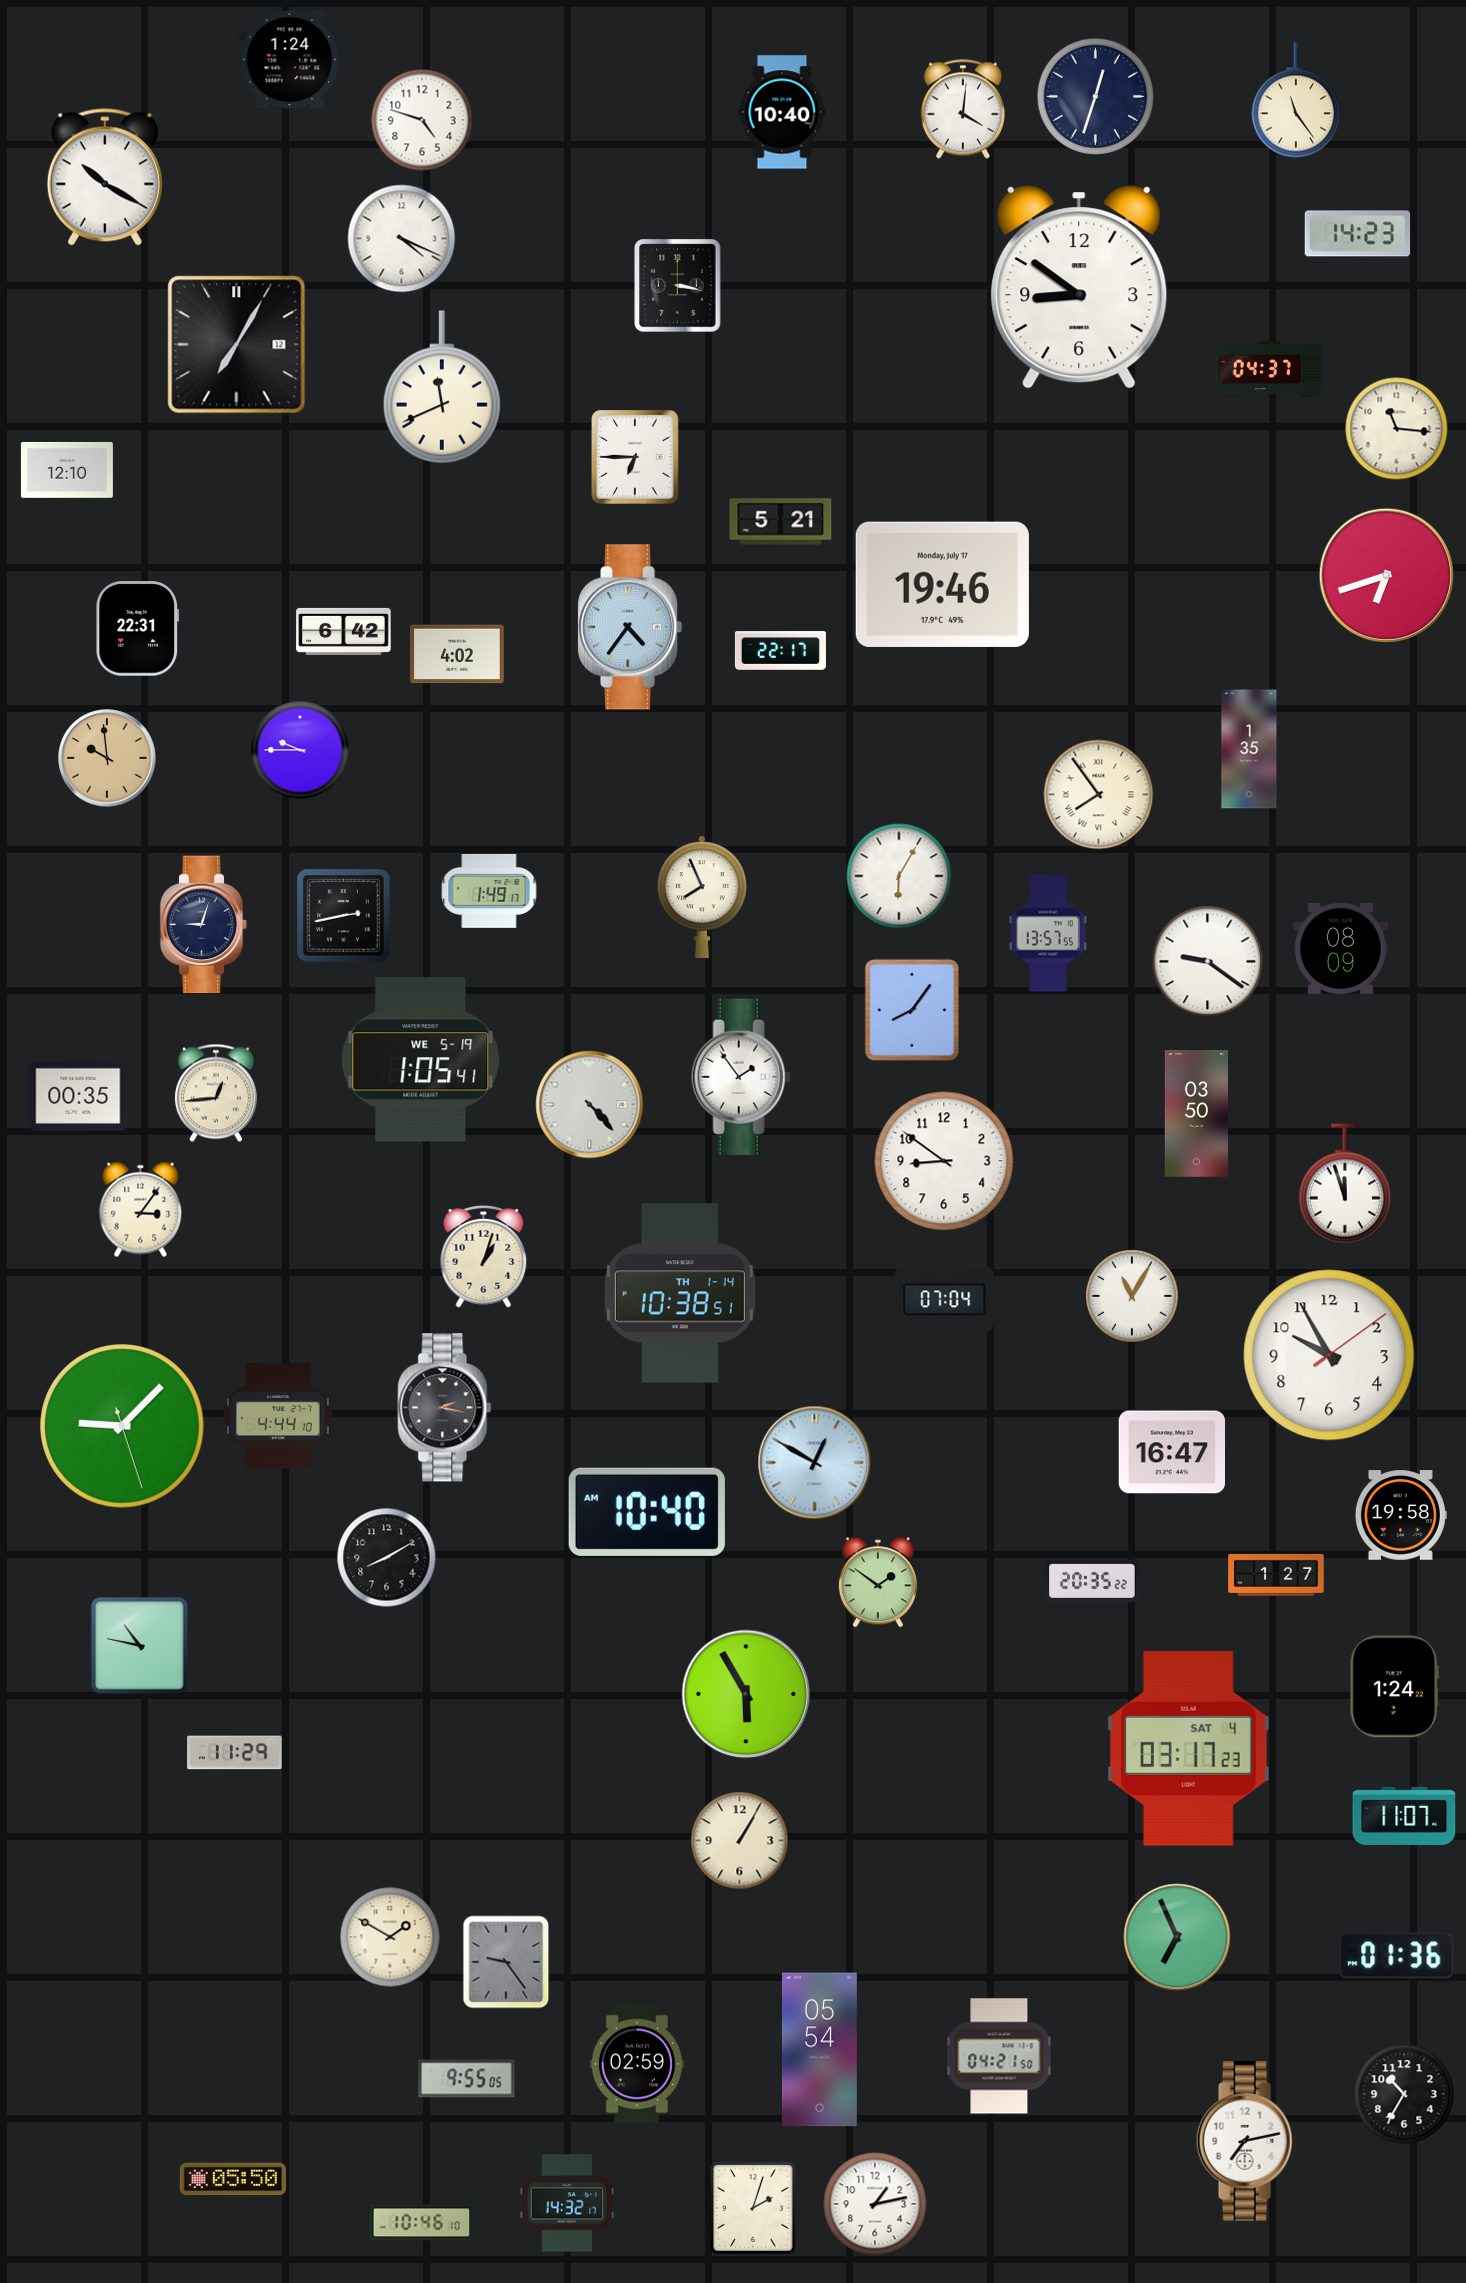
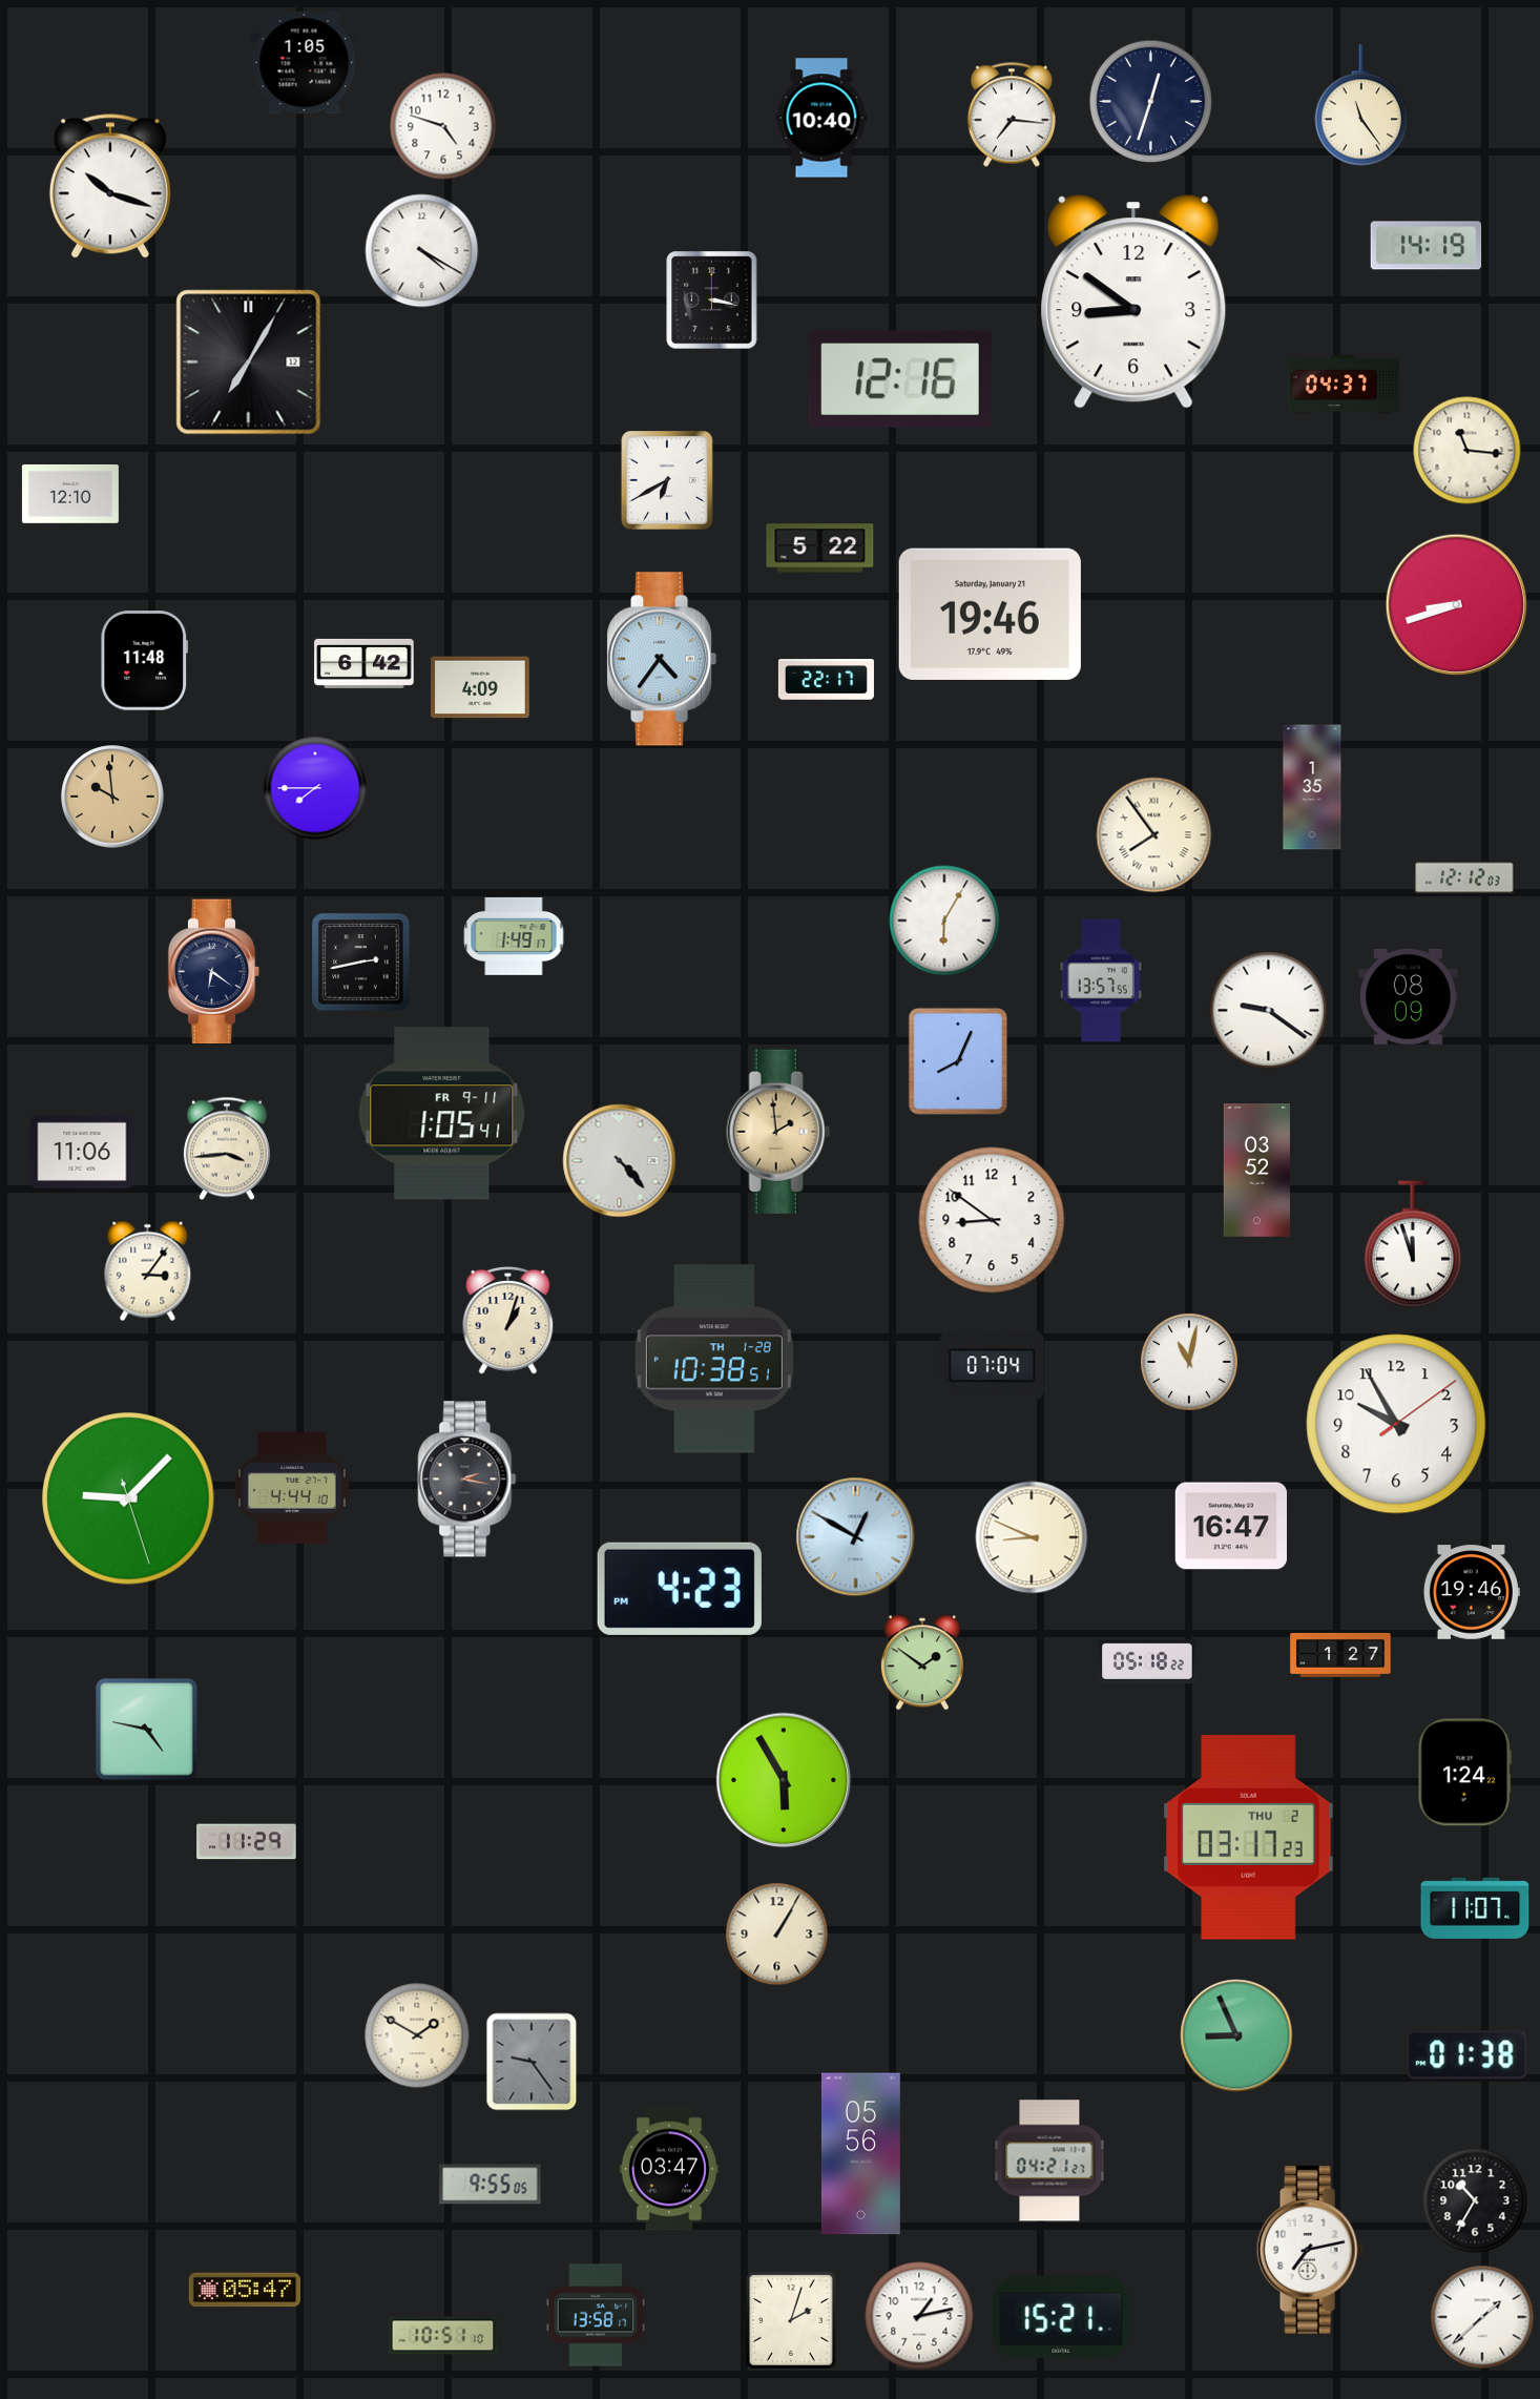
clock at (290, 60): 1:24 -> 1:05
clock at (963, 109): 4:01 -> 7:16
clock at (105, 177): 10:20 -> 10:18
clock at (1358, 234): 14:23 -> 14:19
clock at (402, 239): 4:19 -> 4:20
clock at (900, 379): none -> 12:16
clock at (1269, 369) position: (1269, 369) -> (1344, 385)
clock at (442, 387): 11:41 -> none
clock at (635, 457): 6:45 -> 6:40
clock at (781, 522): 5:21 -> 5:22
clock at (1386, 575): 6:42 -> 8:42
clock at (942, 584) date: Monday, July 17 -> Saturday, January 21
clock at (138, 629): 22:31 -> 11:48
clock at (344, 631) position: (344, 631) -> (365, 663)
clock at (780, 651) position: (780, 651) -> (826, 680)
clock at (457, 654): 4:02 -> 4:09
clock at (300, 750): 9:45 -> 7:45
clock at (1464, 877): none -> 12:12
clock at (702, 897): 7:56 -> none
clock at (204, 925): 9:03 -> 6:21
clock at (912, 1010): 8:06 -> 8:04
clock at (421, 1060) date: WE 5-19 -> FR 9-11
clock at (741, 1077): 1:54 -> 1:59
clock at (741, 1077) dial: white -> champagne
clock at (216, 1093): 12:44 -> 3:44
clock at (78, 1095): 00:35 -> 11:06
clock at (1196, 1114): 03:50 -> 03:52
clock at (680, 1293) date: TH 1-14 -> TH 1-28
clock at (1132, 1296): 11:05 -> 11:02
clock at (1032, 1537): none -> 8:49
clock at (647, 1512): 10:40 -> 4:23
clock at (1401, 1515): 19:58 -> 19:46
clock at (387, 1558): 8:10 -> none
clock at (1092, 1581): 20:35 -> 05:18
clock at (140, 1646): 10:47 -> 4:47
clock at (1189, 1749) date: SAT 4 -> THU 2
clock at (390, 1937) position: (390, 1937) -> (417, 2035)
clock at (1177, 1937): 6:56 -> 8:56
clock at (1397, 1956): 01:36 -> 01:38
clock at (819, 2050): 05:54 -> 05:56
clock at (999, 2056): 04:21:50 -> 04:21:27
clock at (637, 2064): 02:59 -> 03:47
clock at (233, 2179): 05:50 -> 05:47
clock at (567, 2203): 14:32 -> 13:58
clock at (1061, 2317): none -> 15:21
clock at (1482, 2317): none -> 1:38
clock at (422, 2223): 10:46 -> 10:51
